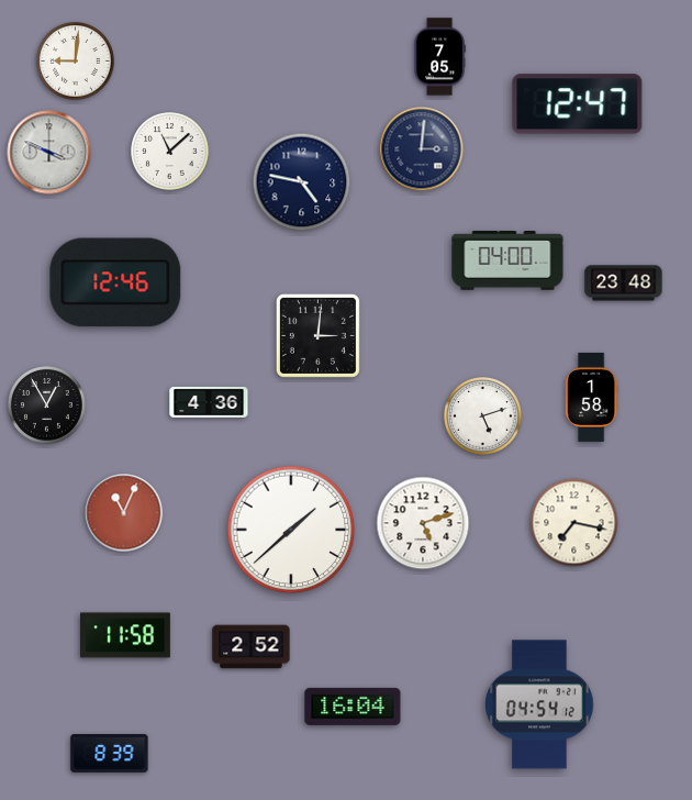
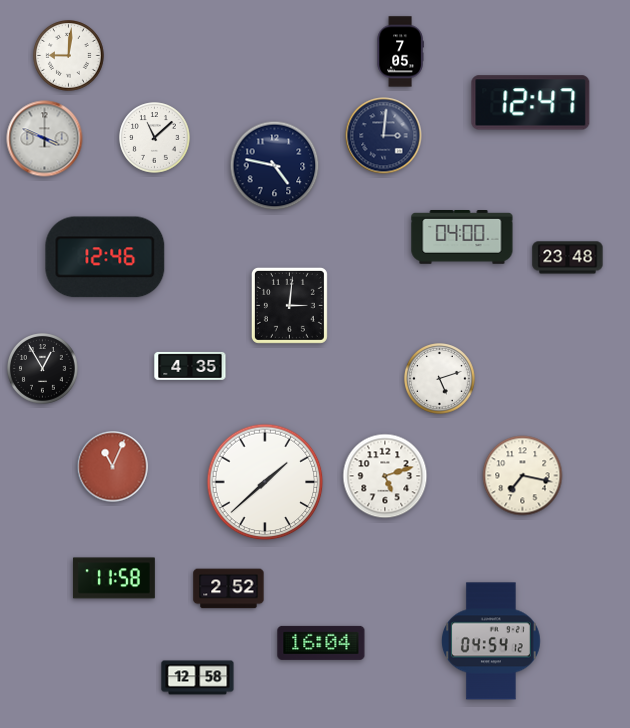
clock at (578, 104) position: (578, 104) -> (531, 103)
clock at (591, 397): 1:58 -> none
clock at (209, 402): 4:36 -> 4:35
clock at (198, 678): none -> 12:58
clock at (110, 753): 8:39 -> none
